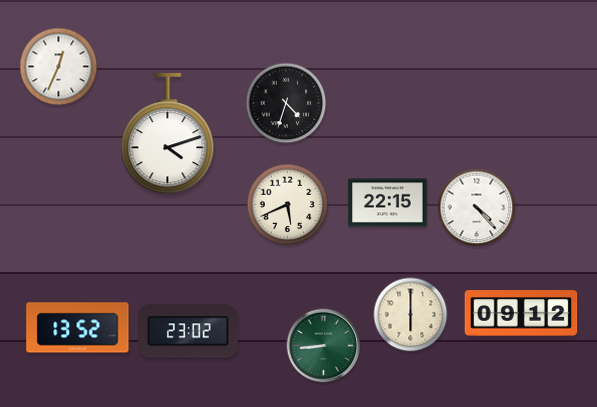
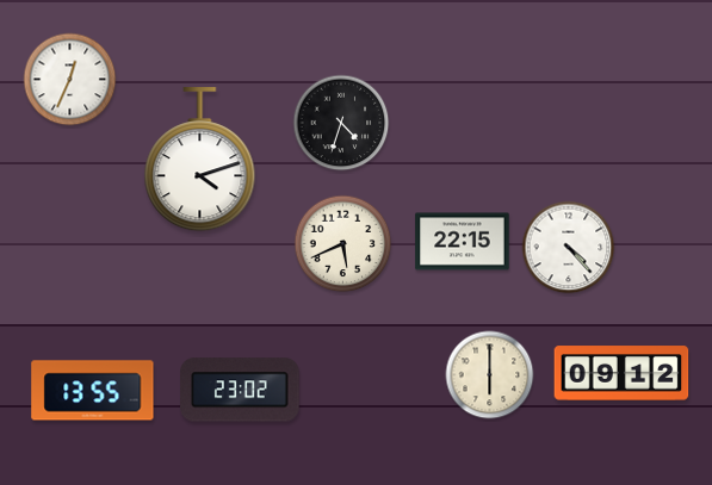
clock at (78, 328): 13:52 -> 13:55
clock at (188, 331) position: (188, 331) -> (240, 390)
clock at (324, 346): 8:44 -> none
